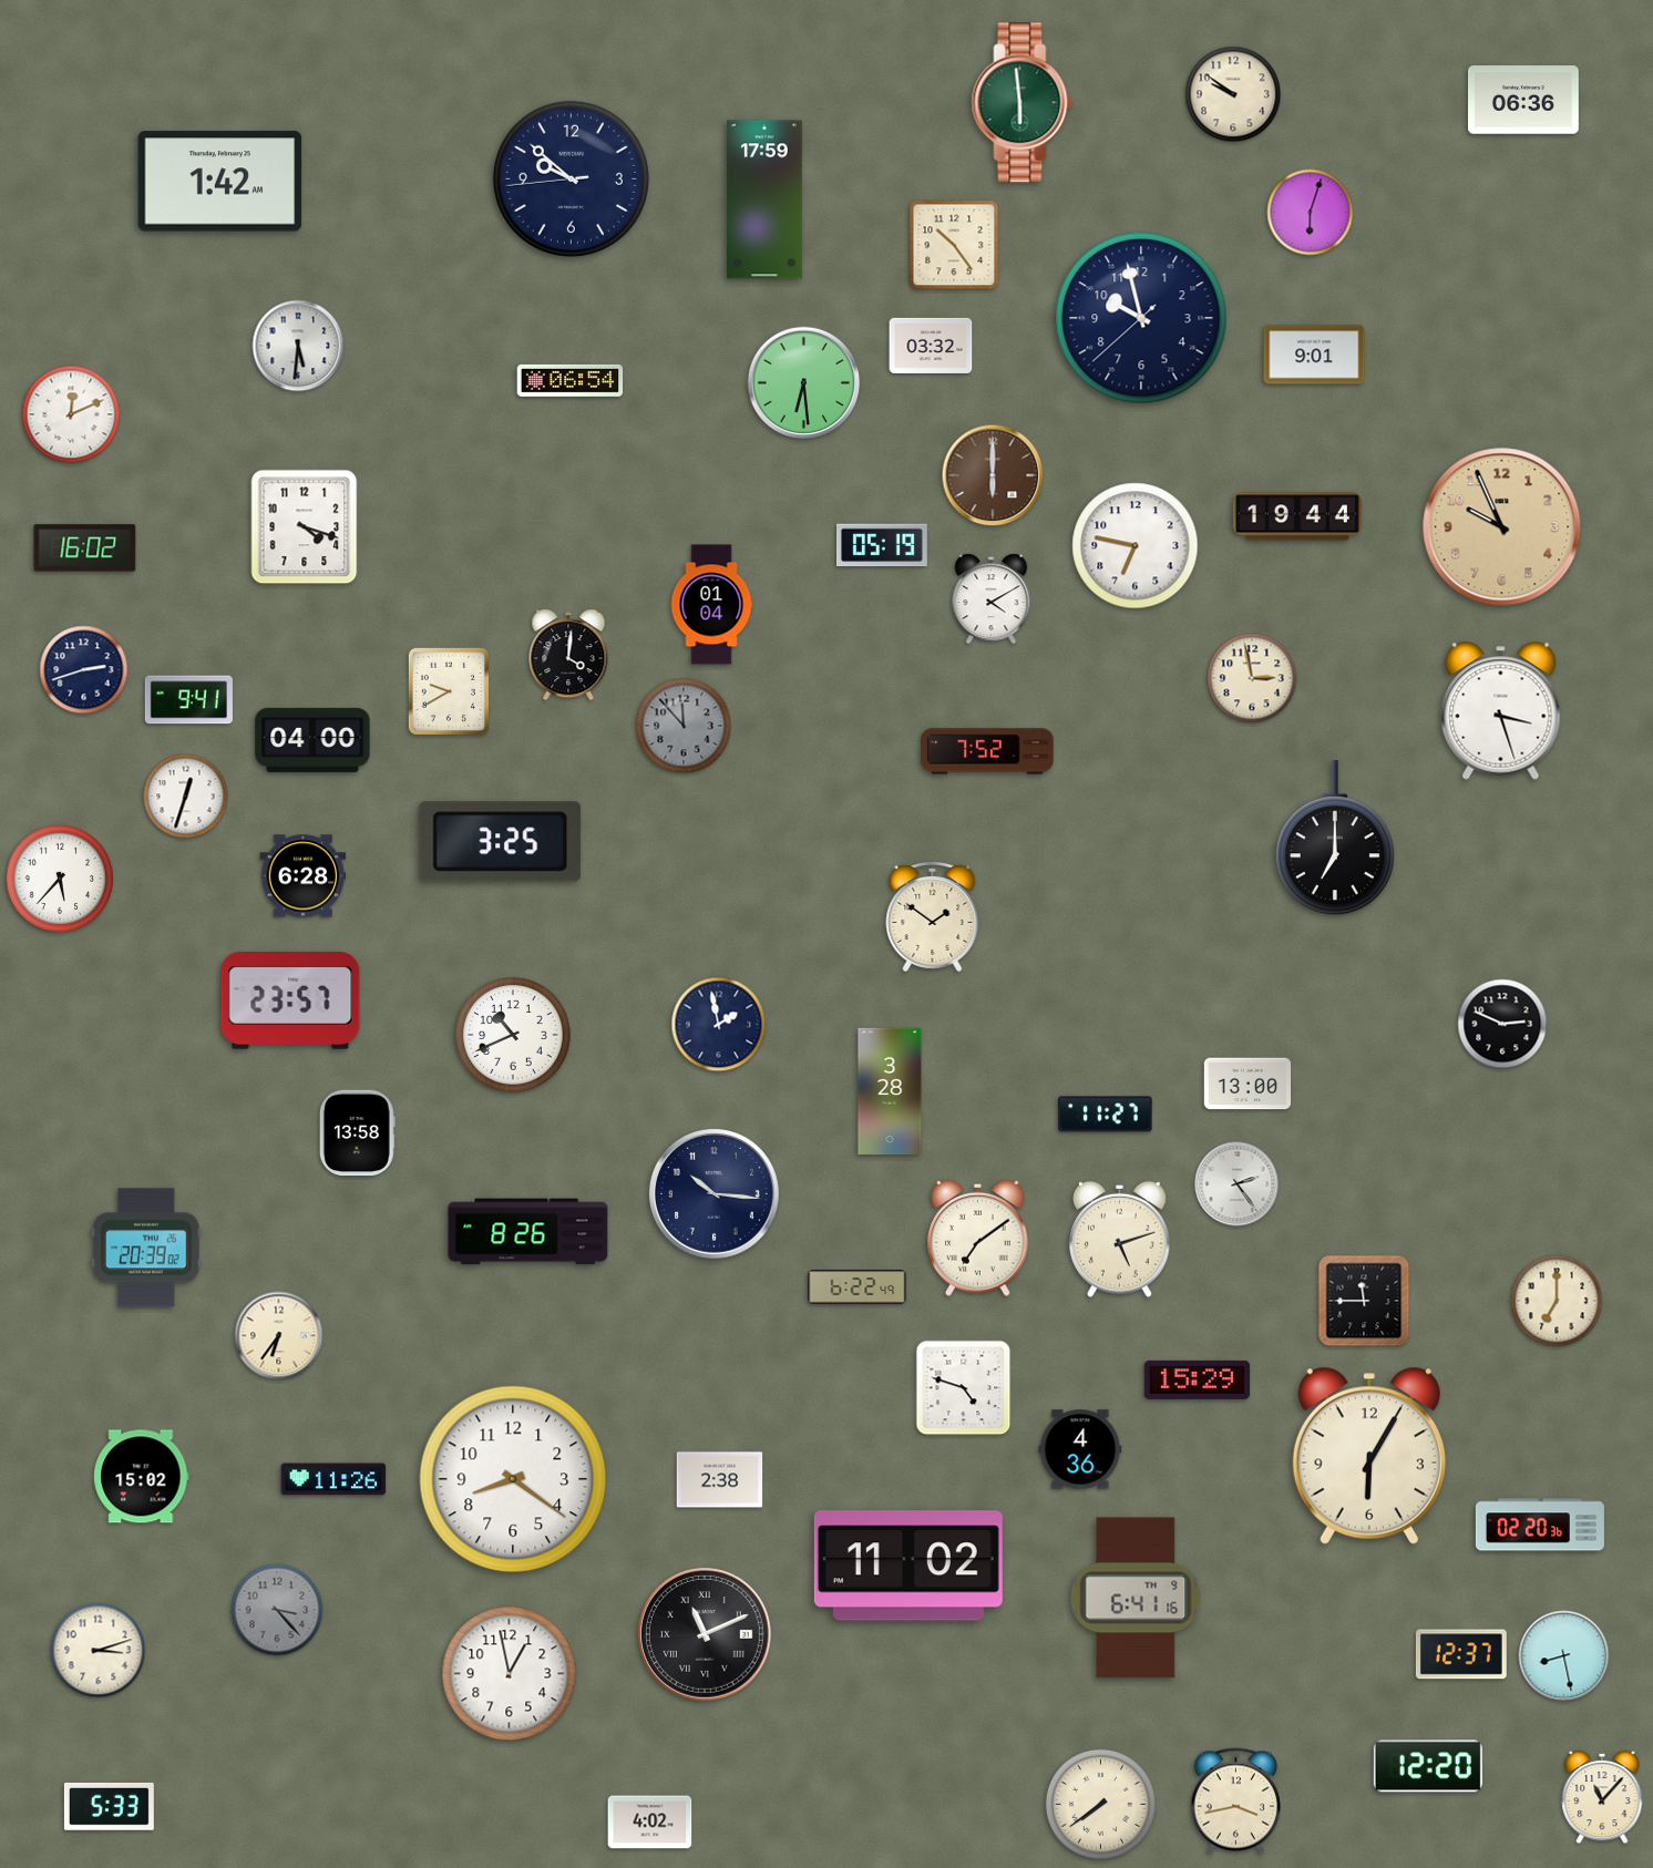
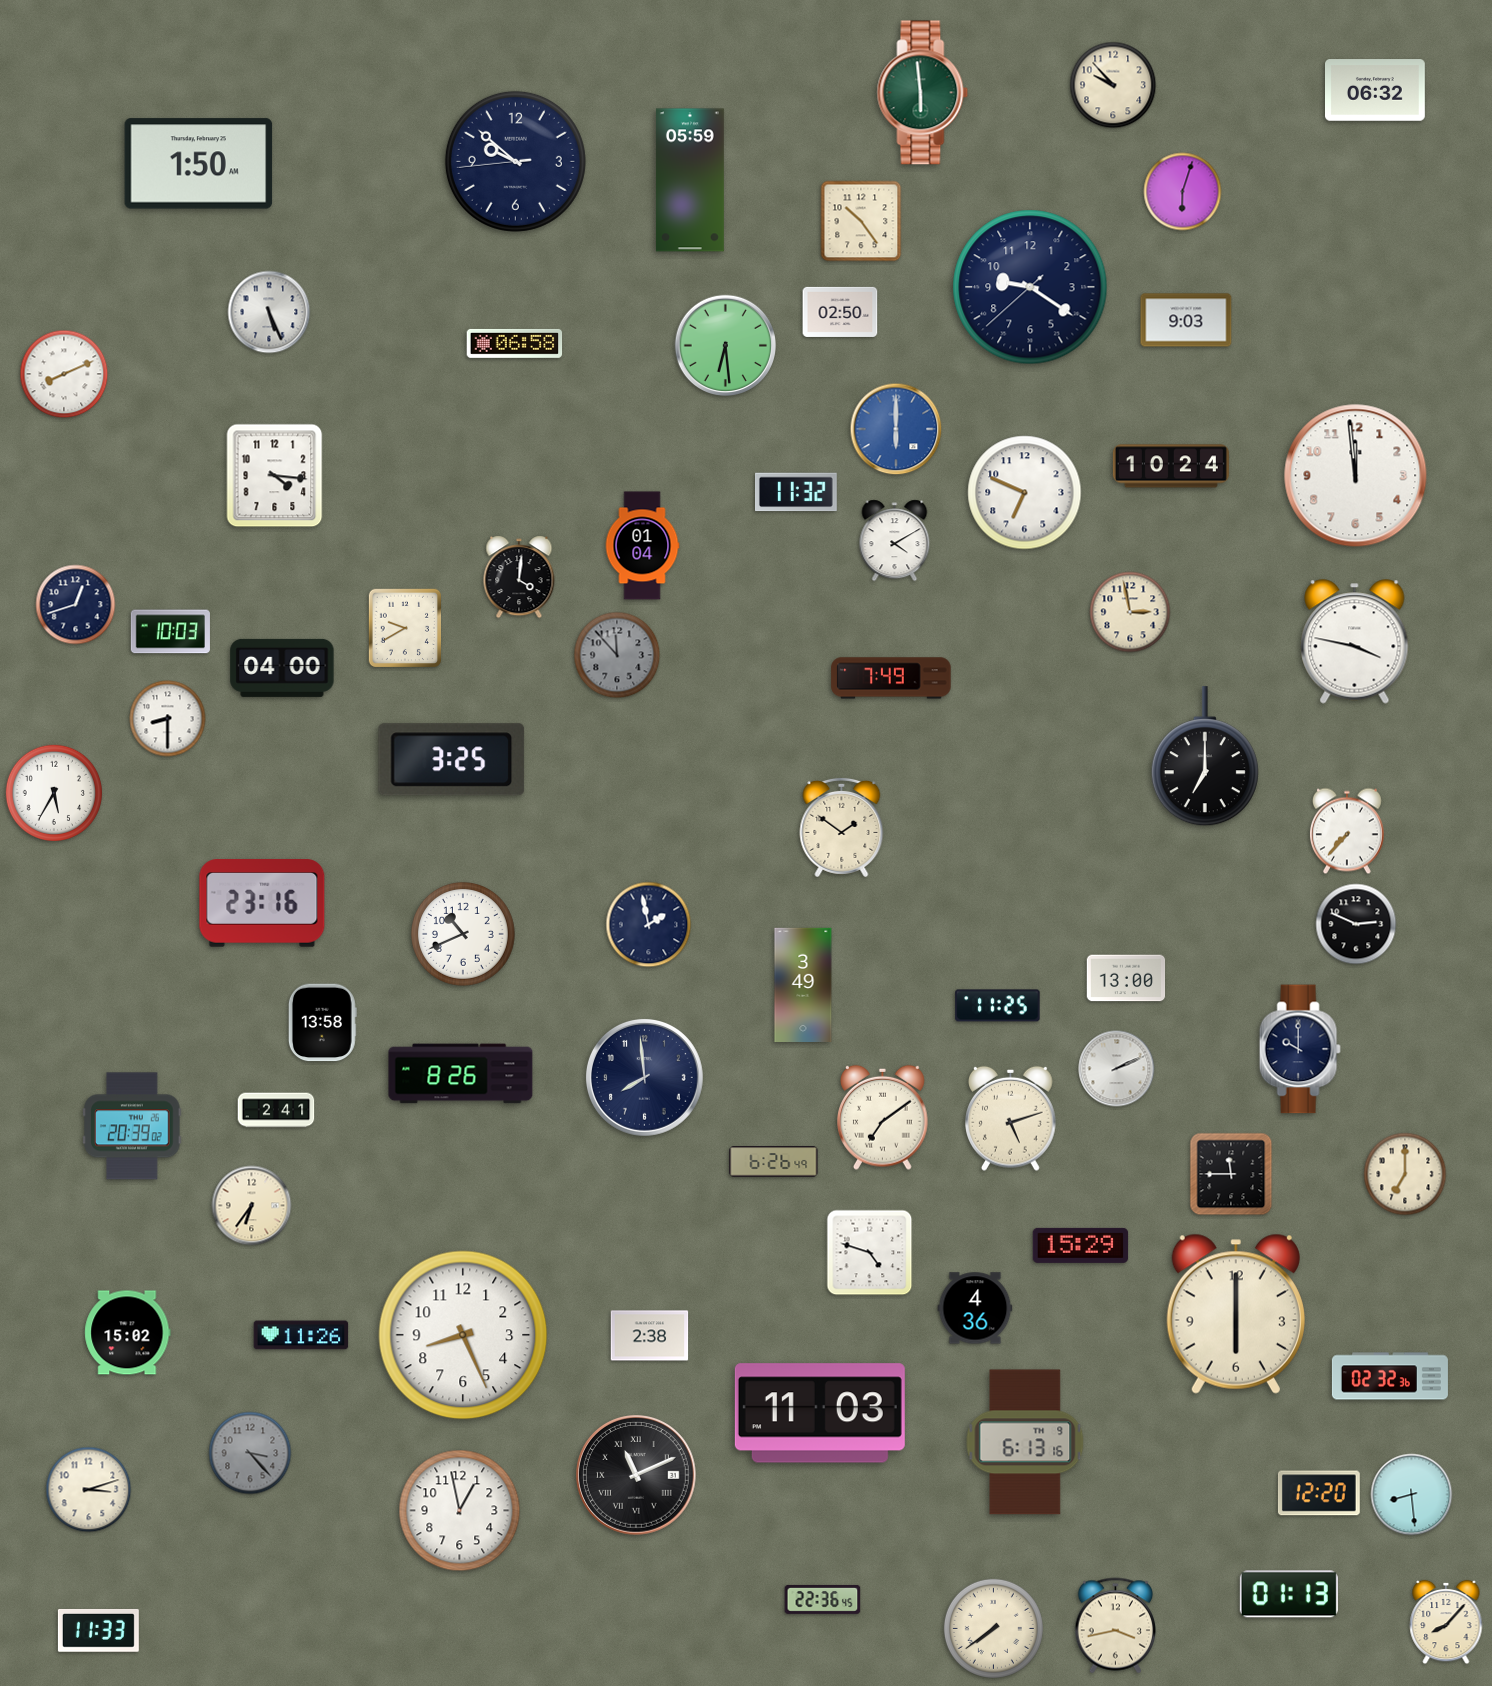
clock at (1233, 94): 9:51 -> 9:53
clock at (1524, 100): 06:36 -> 06:32
clock at (220, 182): 1:42 -> 1:50
clock at (764, 199): 17:59 -> 05:59
clock at (1141, 318): 9:57 -> 9:20
clock at (298, 346): 5:31 -> 5:26
clock at (931, 346): 03:32 -> 02:50
clock at (1314, 355): 9:01 -> 9:03
clock at (571, 380): 06:54 -> 06:58
clock at (71, 414): 12:11 -> 8:11
clock at (993, 475) dial: brown -> blue
clock at (1297, 516): 19:44 -> 10:24
clock at (305, 527): 4:18 -> 4:16
clock at (1502, 527): 9:56 -> 11:59
clock at (1502, 527) dial: champagne -> white
clock at (883, 545): 05:19 -> 11:32
clock at (1136, 546): 6:47 -> 6:49
clock at (85, 548): 16:02 -> none
clock at (568, 655) position: (568, 655) -> (519, 577)
clock at (84, 670): 2:42 -> 12:42
clock at (448, 691) position: (448, 691) -> (404, 628)
clock at (188, 700): 9:41 -> 10:03
clock at (1501, 711): 3:27 -> 3:47
clock at (987, 751): 7:52 -> 7:49
clock at (186, 797): 12:33 -> 8:30
clock at (304, 876): 6:28 -> none
clock at (59, 877): 5:37 -> 5:35
clock at (1347, 831): none -> 7:37
clock at (290, 1000): 23:57 -> 23:16
clock at (890, 1090): 3:28 -> 3:49
clock at (1106, 1115): 11:27 -> 11:25
clock at (1300, 1049): none -> 10:00
clock at (1238, 1184): 2:24 -> 2:11
clock at (713, 1193): 10:16 -> 7:59
clock at (276, 1110): none -> 2:41
clock at (528, 1232) position: (528, 1232) -> (461, 1074)
clock at (858, 1287): 6:22 -> 6:26
clock at (1369, 1456): 6:05 -> 6:00
clock at (513, 1479): 8:21 -> 8:26
clock at (1540, 1525): 02:20 -> 02:32
clock at (908, 1566): 11:02 -> 11:03
clock at (1136, 1598): 6:41 -> 6:13
clock at (1461, 1654): 12:37 -> 12:20
clock at (1564, 1656): 8:28 -> 8:29
clock at (1428, 1766): 12:20 -> 01:13
clock at (823, 1600): none -> 22:36
clock at (1602, 1797): 11:07 -> 8:07
clock at (109, 1806): 5:33 -> 11:33
clock at (650, 1823): 4:02 -> none
